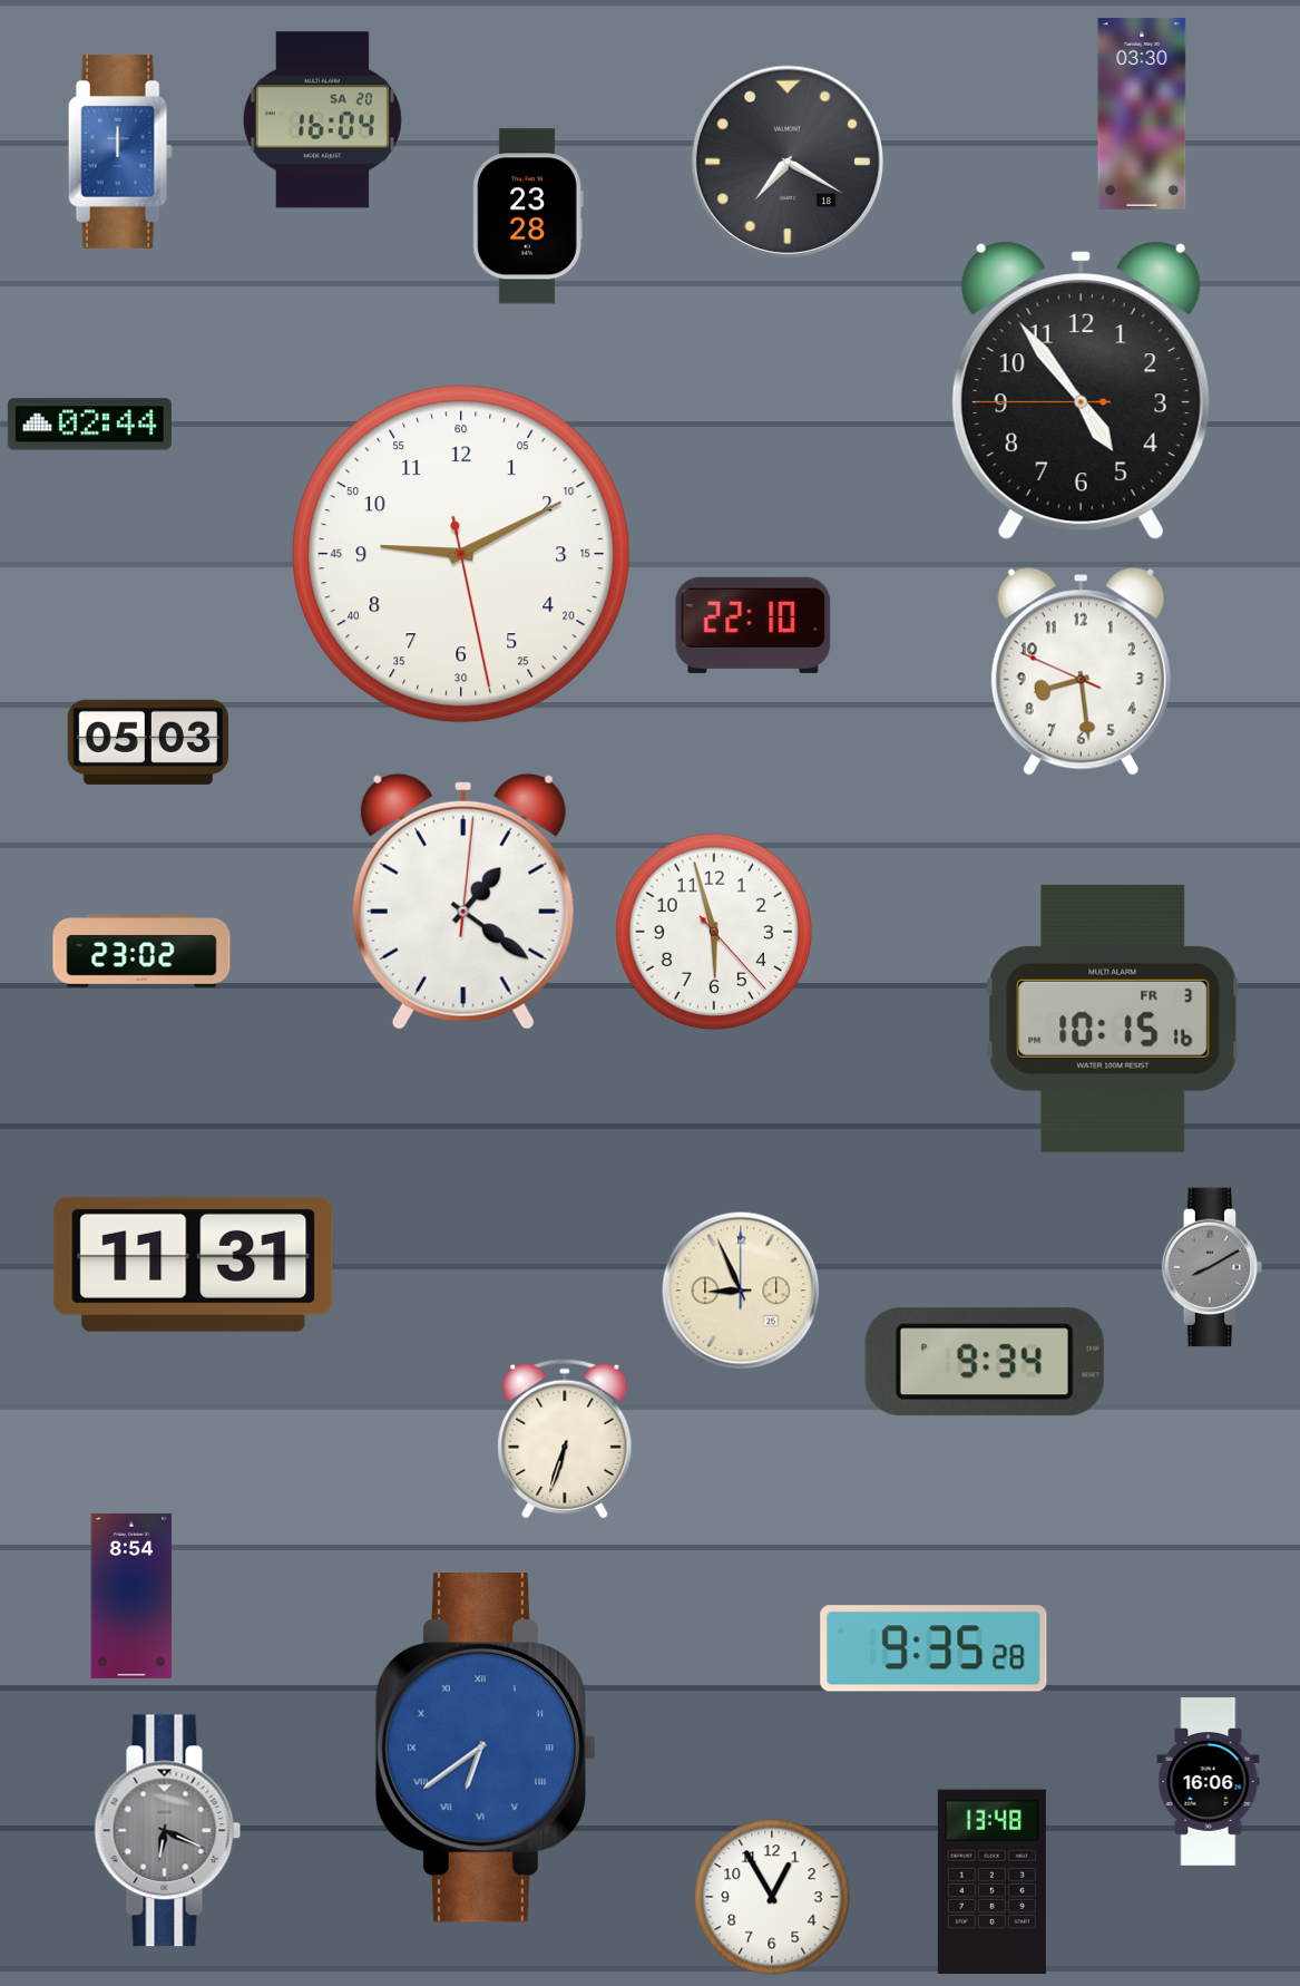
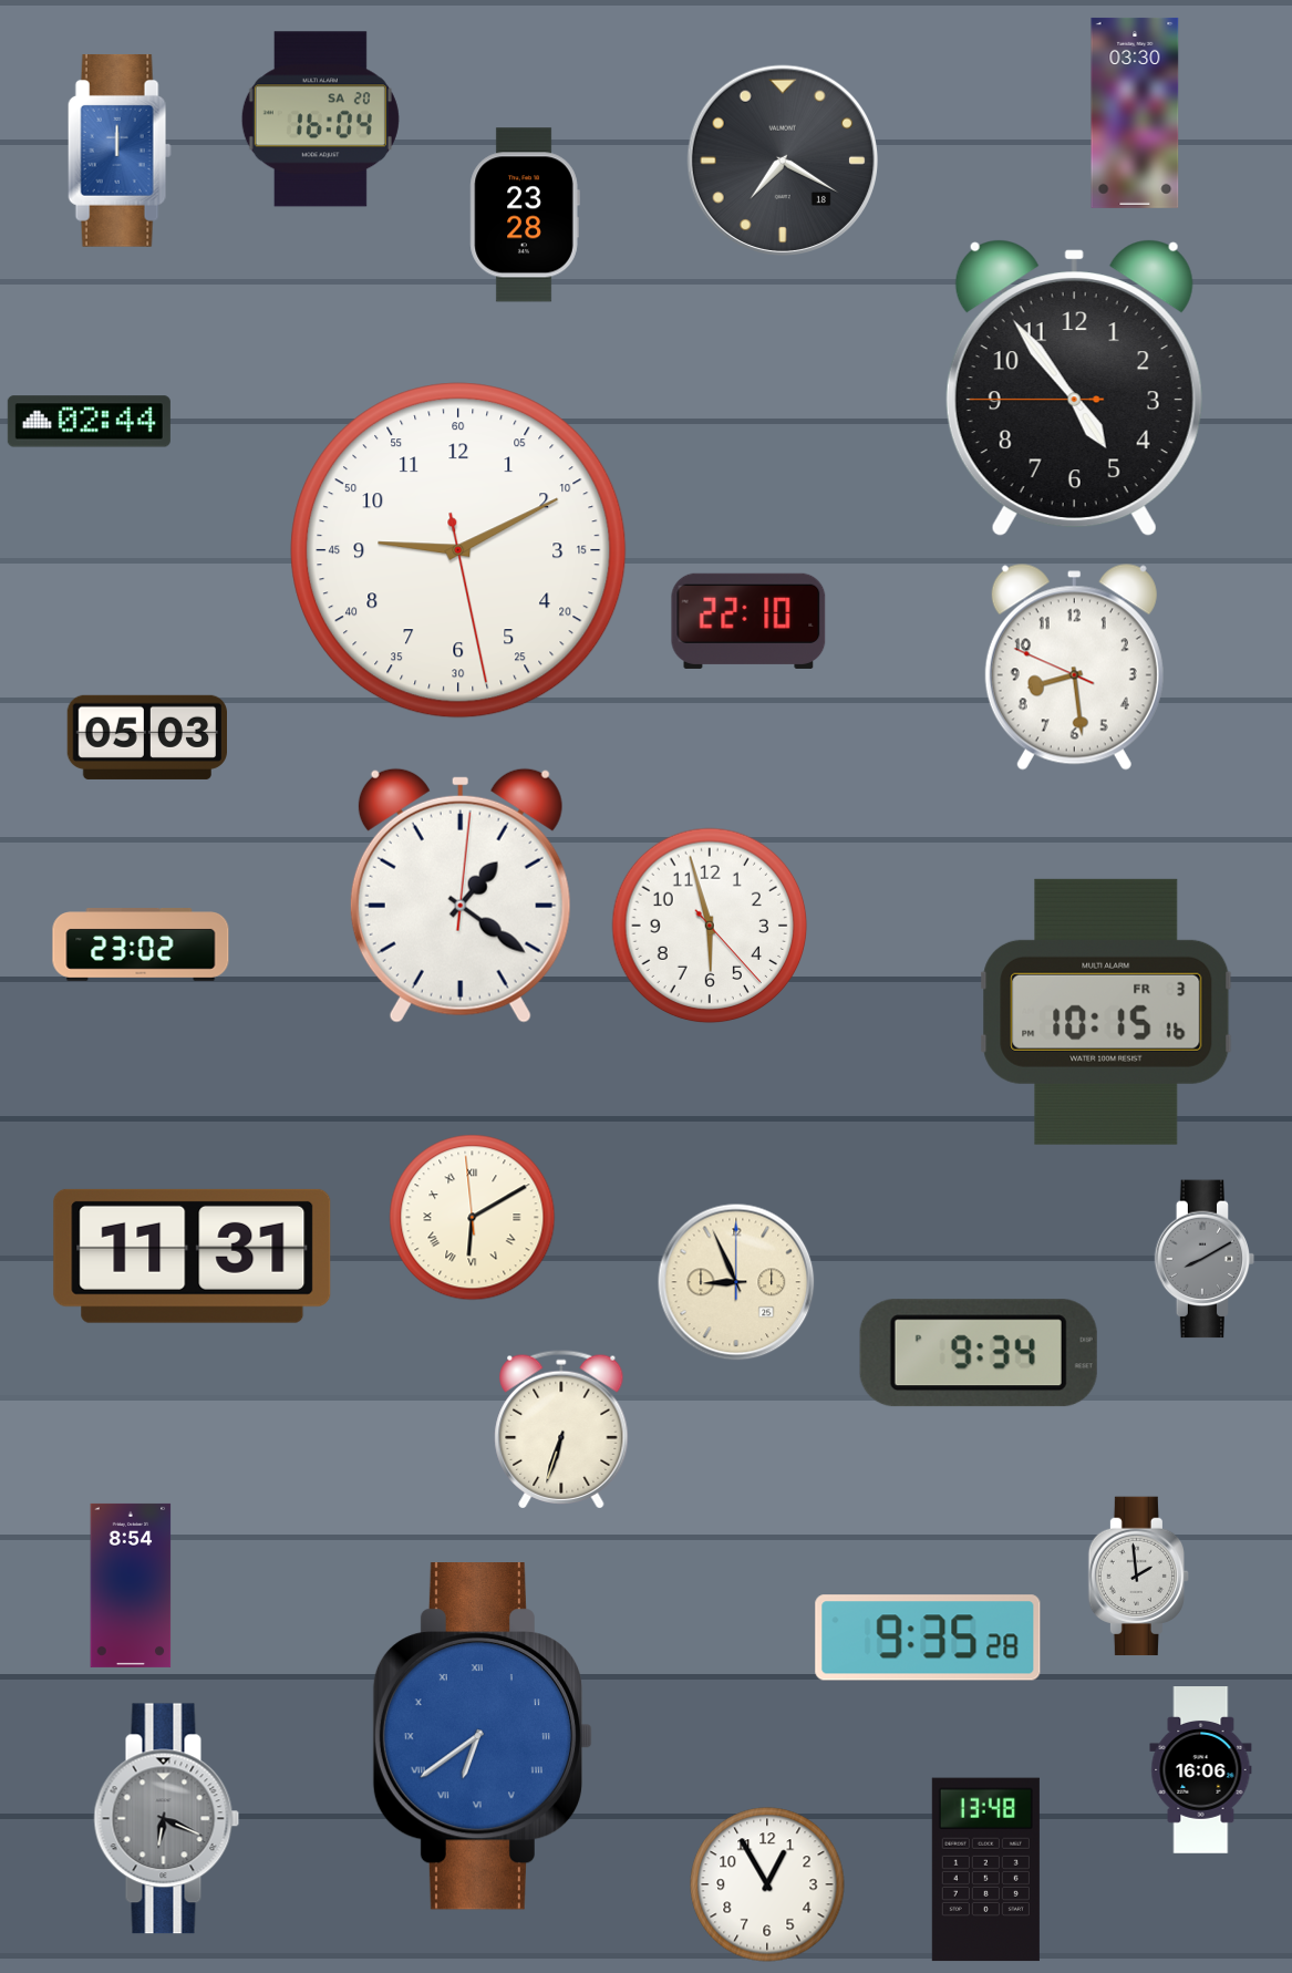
clock at (473, 1218): none -> 6:09
clock at (1139, 1577): none -> 1:59
